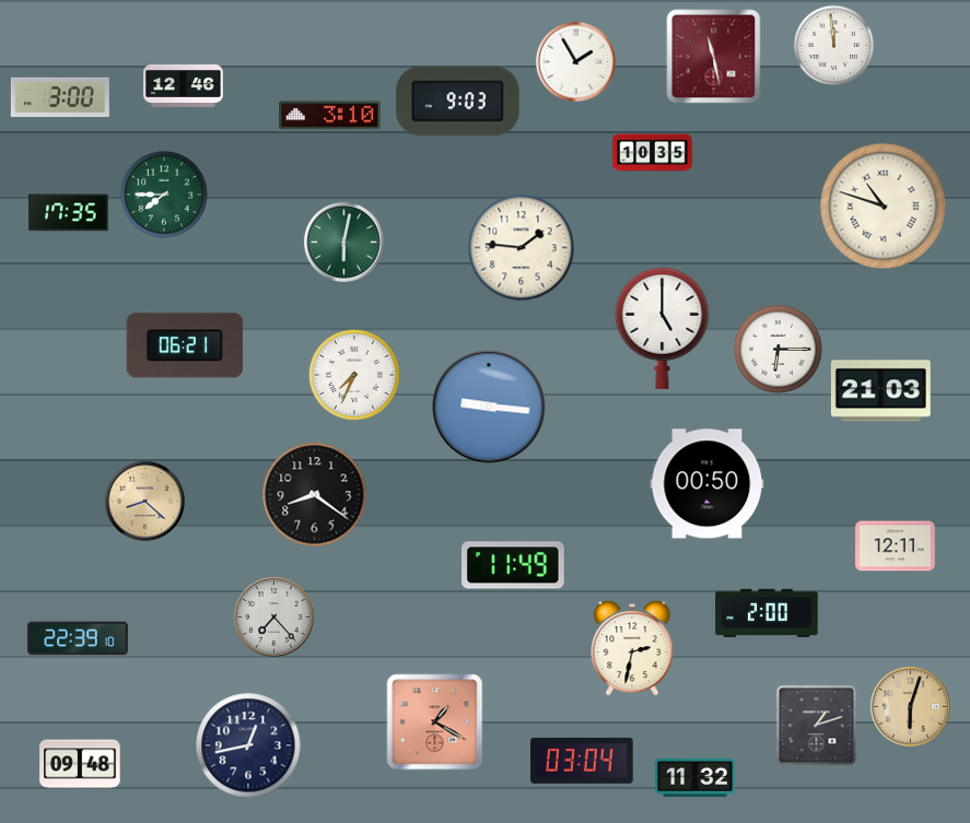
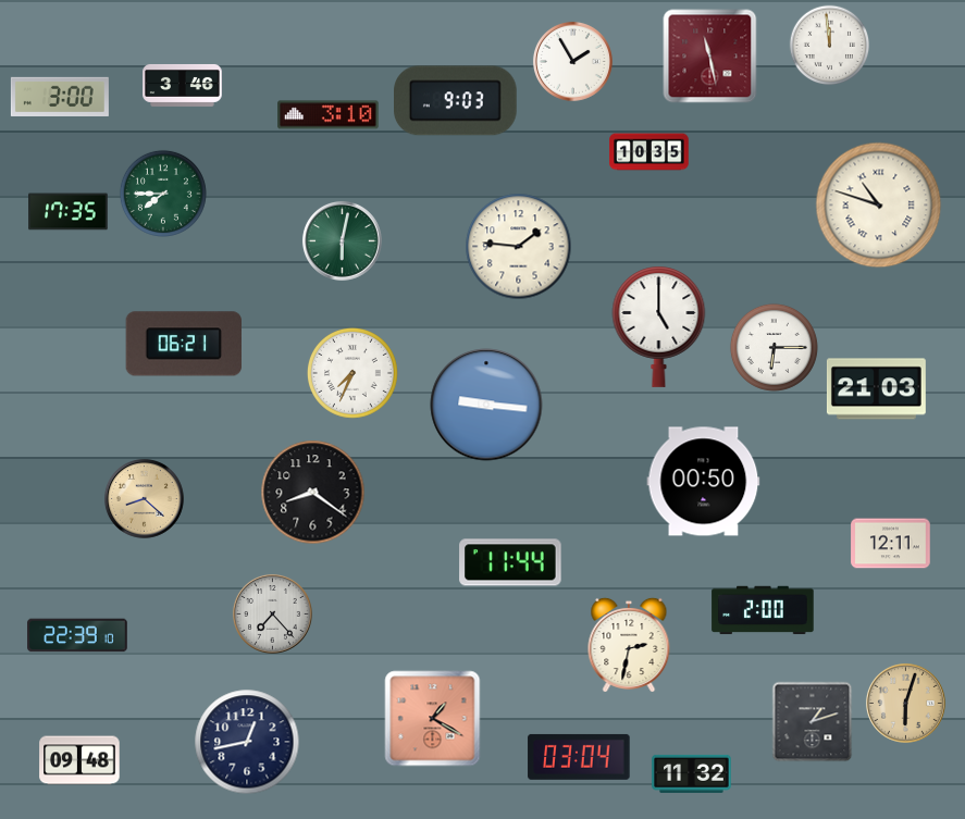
clock at (184, 85): 12:46 -> 3:46
clock at (513, 565): 11:49 -> 11:44
